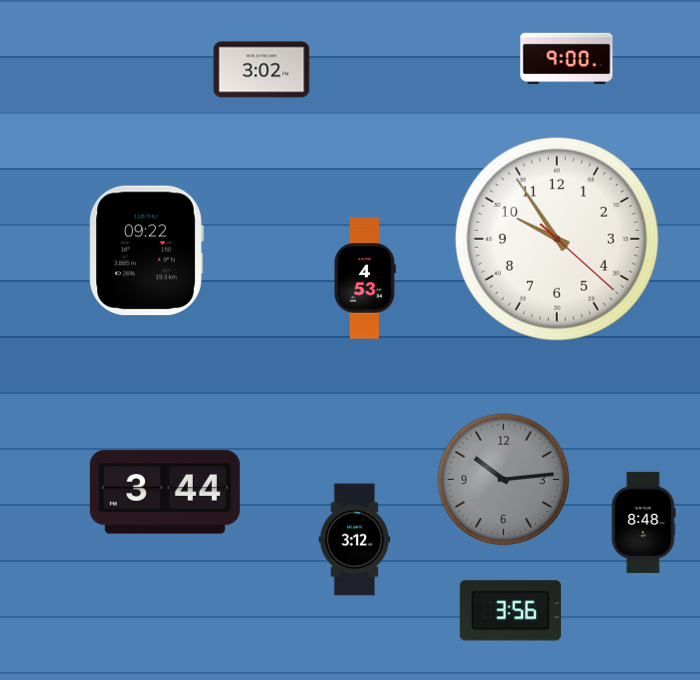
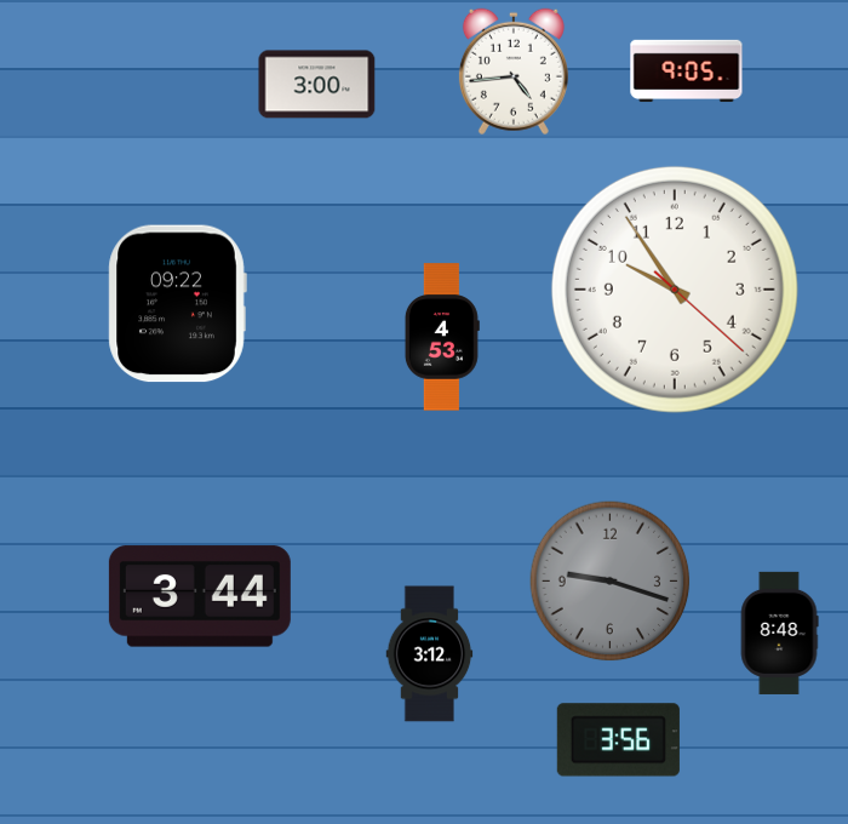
clock at (514, 71): none -> 4:44
clock at (567, 59): 9:00 -> 9:05
clock at (262, 70): 3:02 -> 3:00
clock at (504, 480): 10:14 -> 9:18
